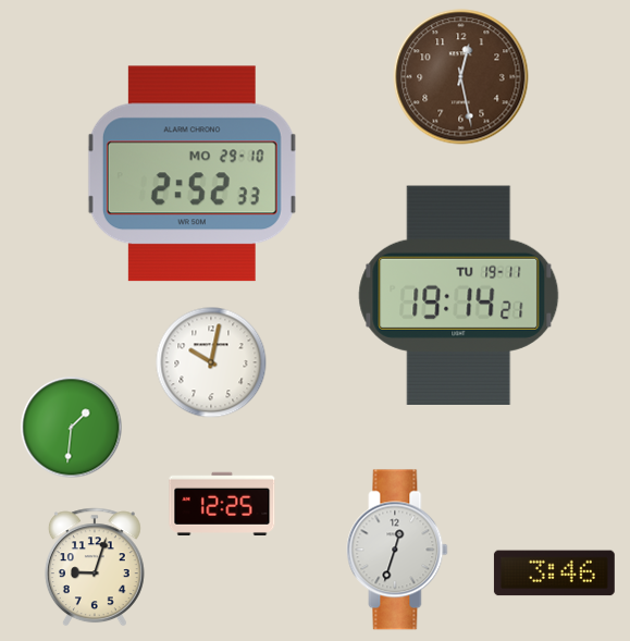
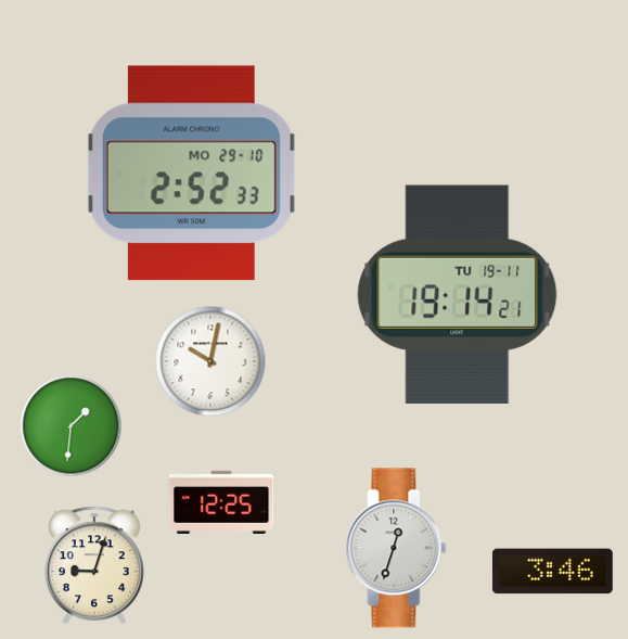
clock at (461, 77): 12:28 -> none
